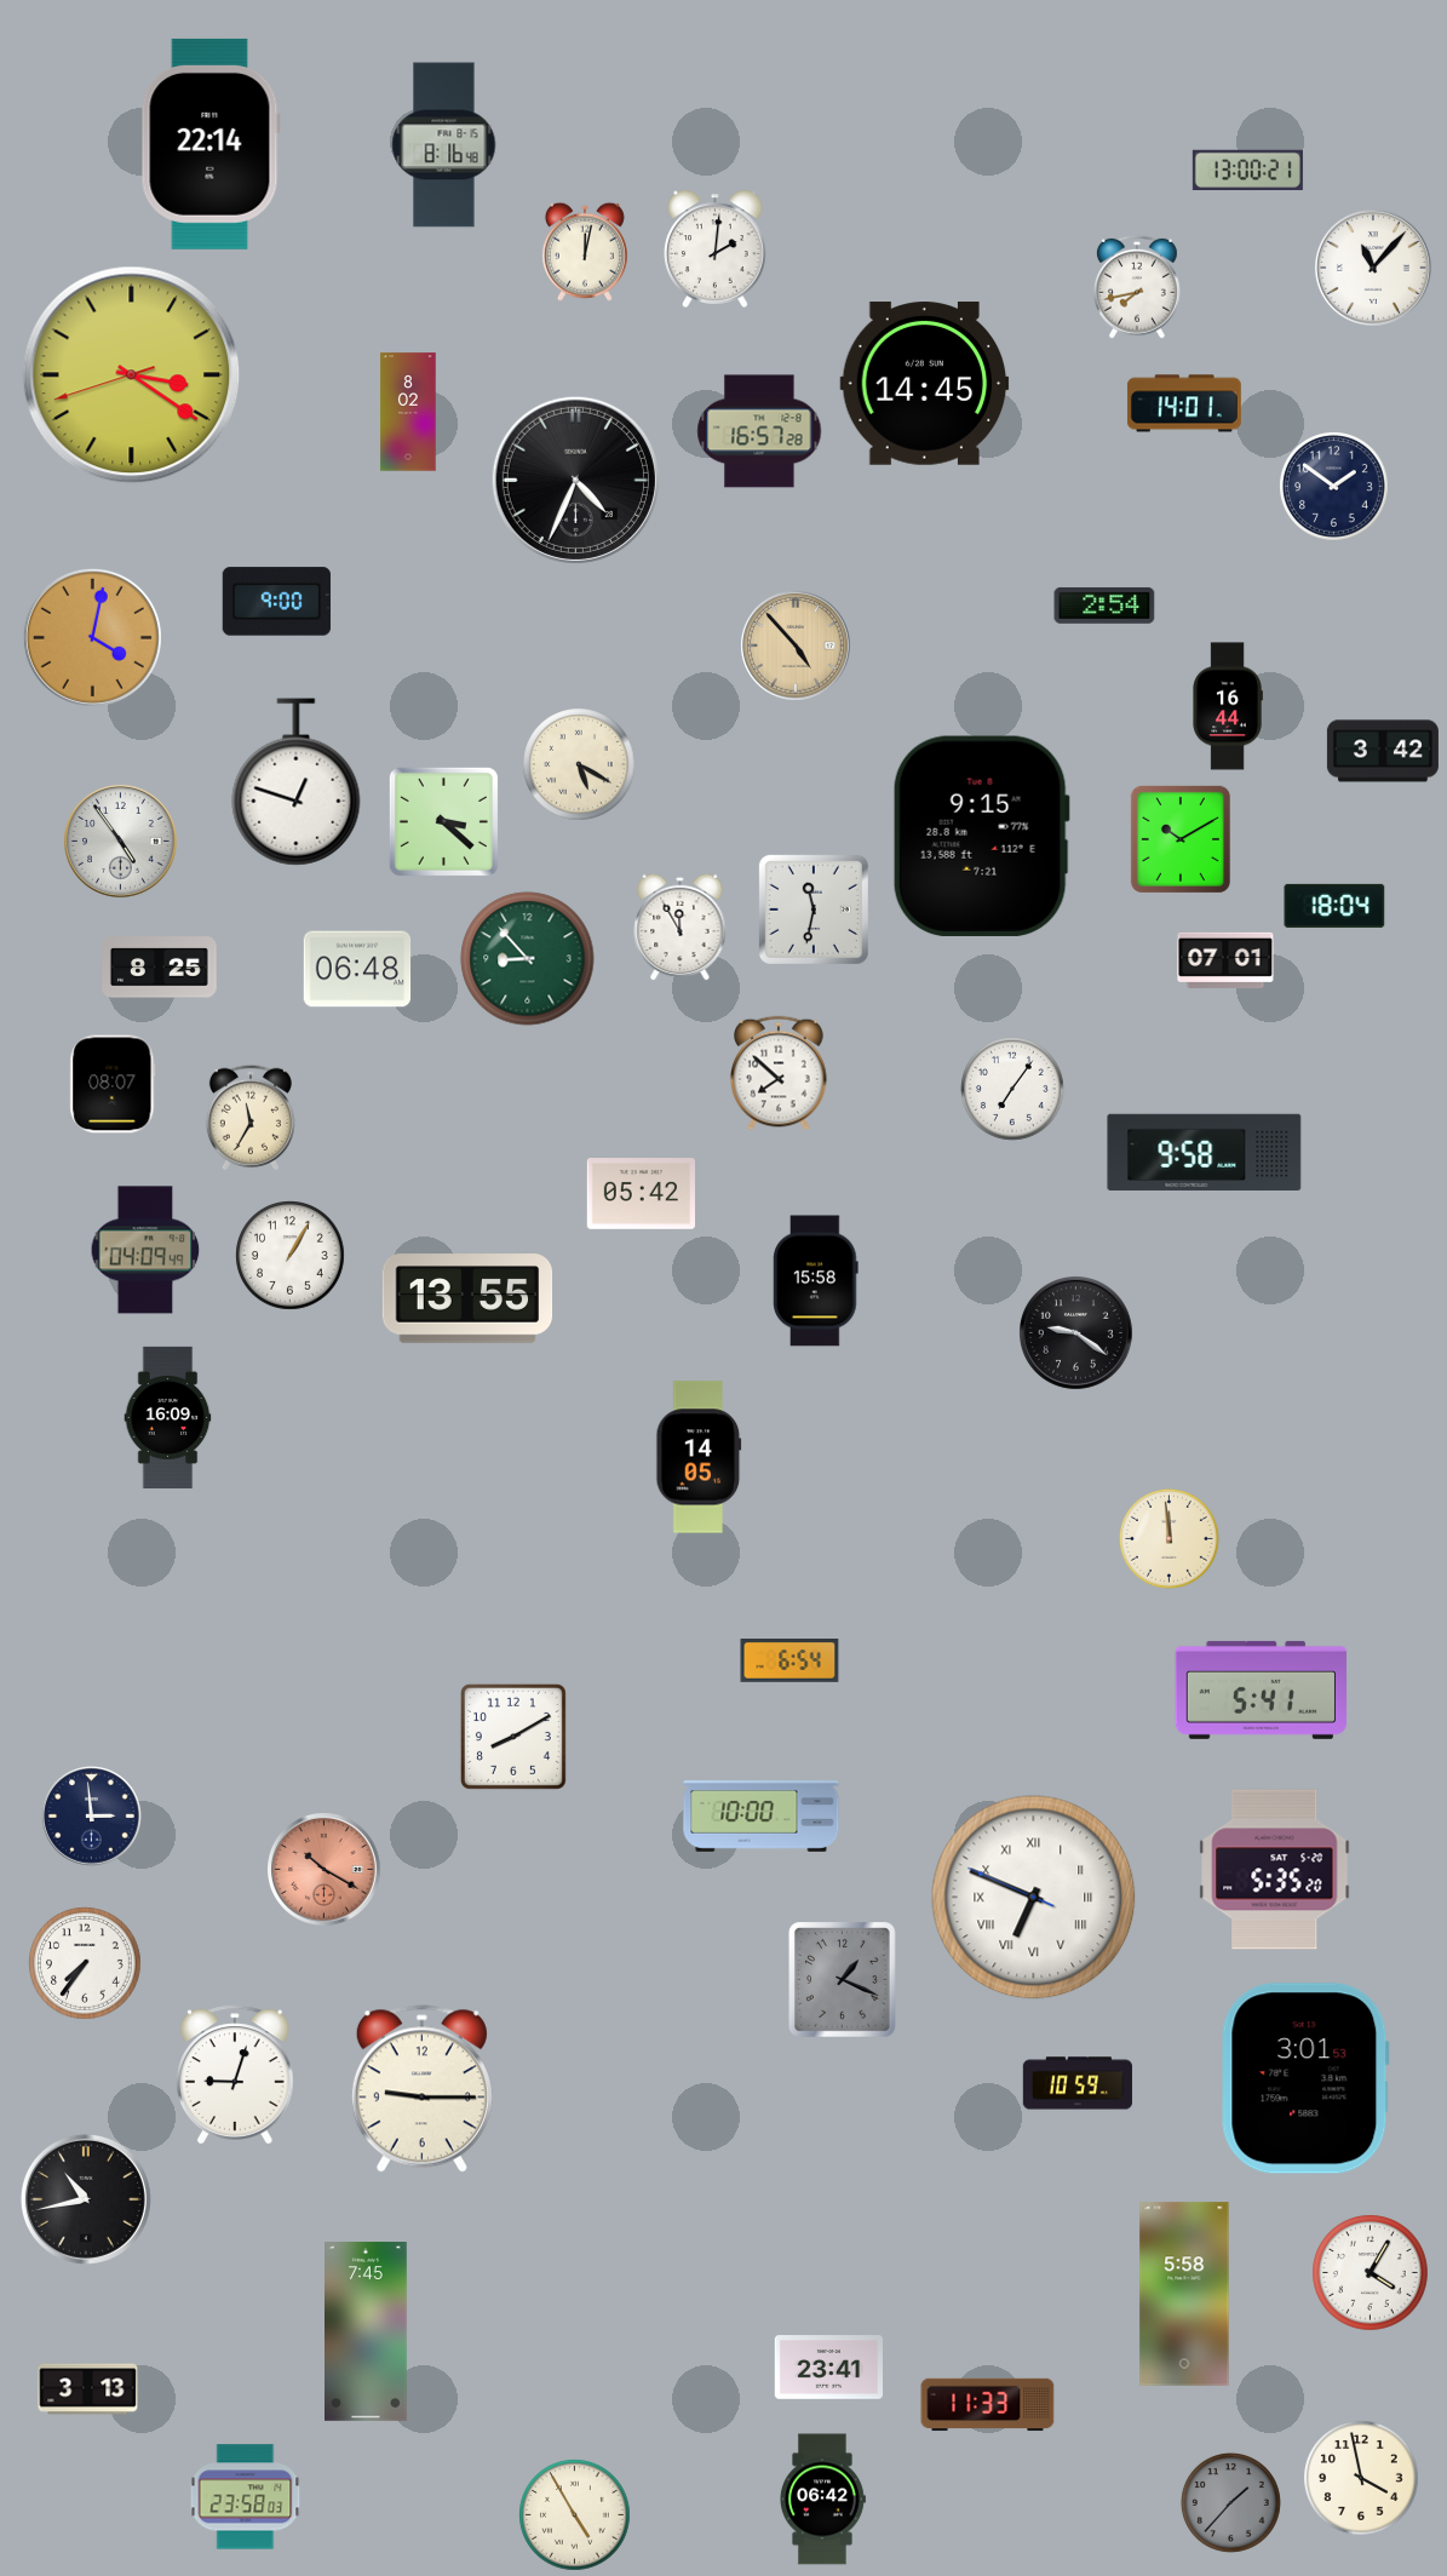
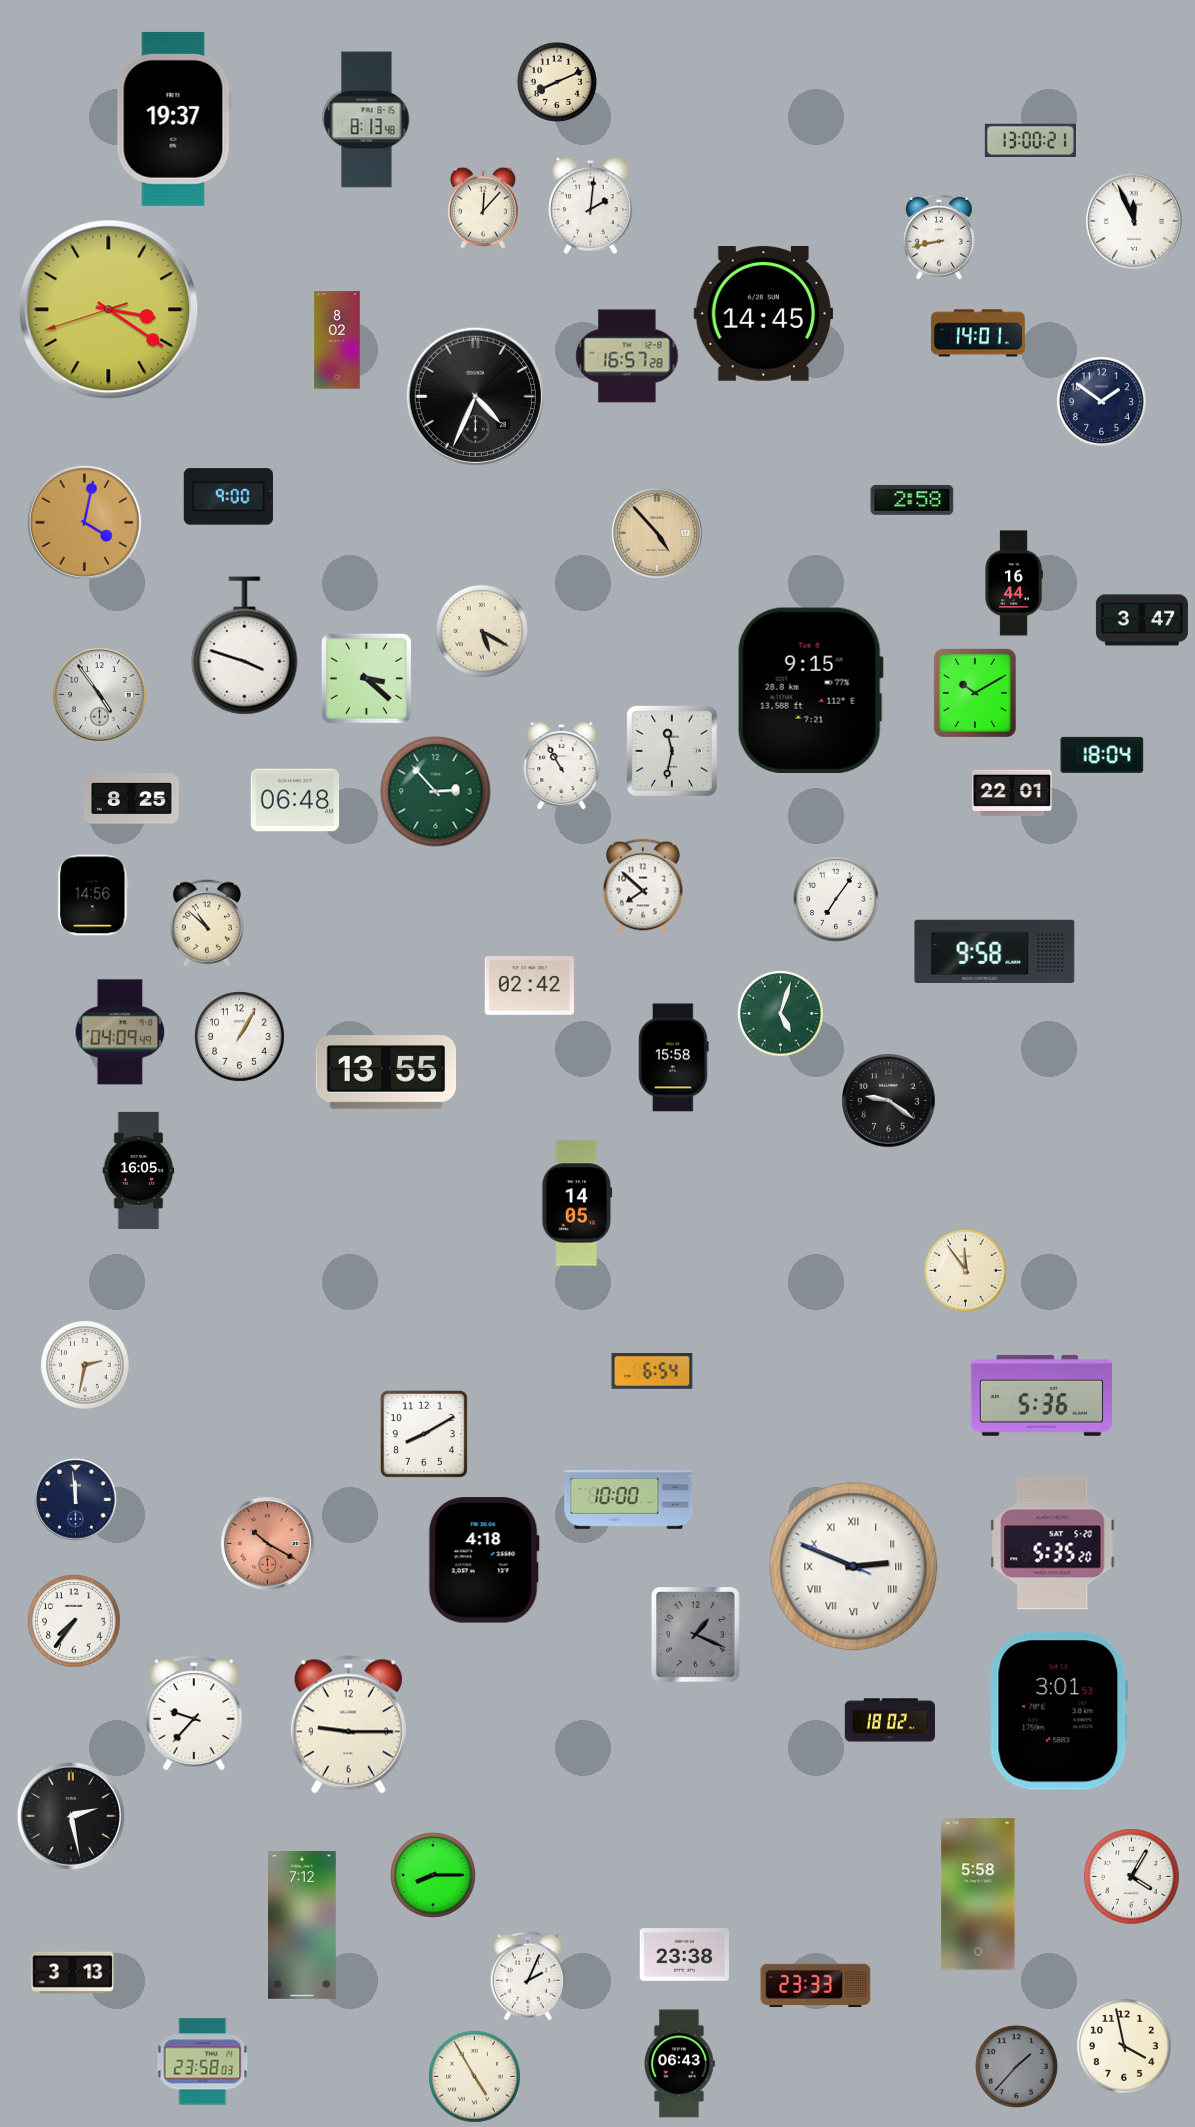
clock at (557, 82): none -> 8:11
clock at (211, 144): 22:14 -> 19:37
clock at (444, 145): 8:16 -> 8:13
clock at (585, 252): 12:02 -> 12:07
clock at (1373, 268): 11:07 -> 11:56
clock at (1138, 287): 7:43 -> 8:43
clock at (925, 384) position: (925, 384) -> (764, 314)
clock at (1104, 606): 2:54 -> 2:58
clock at (92, 637) position: (92, 637) -> (84, 522)
clock at (1383, 751): 3:42 -> 3:47
clock at (579, 764) position: (579, 764) -> (482, 631)
clock at (297, 782): 12:48 -> 3:48
clock at (1334, 906) position: (1334, 906) -> (1102, 755)
clock at (681, 926): 11:55 -> 10:55
clock at (528, 959): 8:53 -> 2:53
clock at (1225, 960): 07:01 -> 22:01
clock at (113, 1084): 08:07 -> 14:56
clock at (251, 1118): 11:35 -> 10:52
clock at (641, 1194): 05:42 -> 02:42
clock at (781, 1014): none -> 5:03
clock at (168, 1417): 16:09 -> 16:05
clock at (1168, 1538): 11:59 -> 11:54
clock at (86, 1366): none -> 2:32
clock at (1262, 1689): 5:41 -> 5:36
clock at (92, 1817): 2:59 -> 11:59
clock at (484, 1560): none -> 4:18
clock at (1034, 1898): 6:48 -> 2:48
clock at (85, 1963) position: (85, 1963) -> (74, 1621)
clock at (236, 2075): 9:03 -> 9:37
clock at (1305, 2078) position: (1305, 2078) -> (1059, 1711)
clock at (1078, 2083): 10:59 -> 18:02
clock at (86, 2199): 10:43 -> 2:28
clock at (434, 1876): none -> 8:15
clock at (367, 2333): 7:45 -> 7:12
clock at (828, 2368): 23:41 -> 23:38
clock at (528, 1976): none -> 2:04
clock at (988, 2405): 11:33 -> 23:33
clock at (823, 2500): 06:42 -> 06:43
